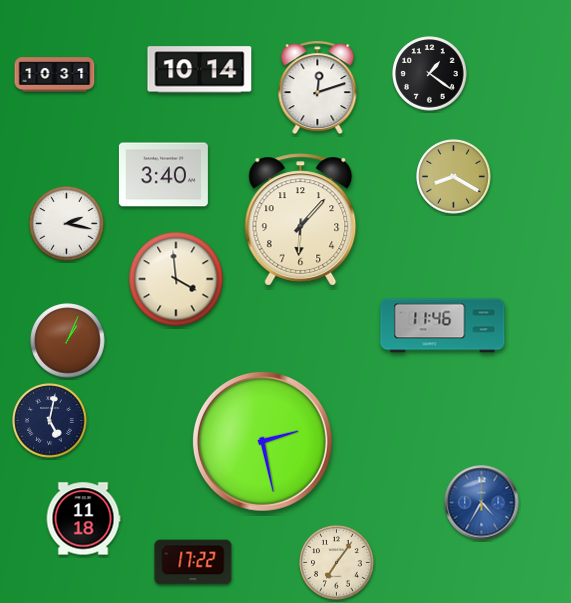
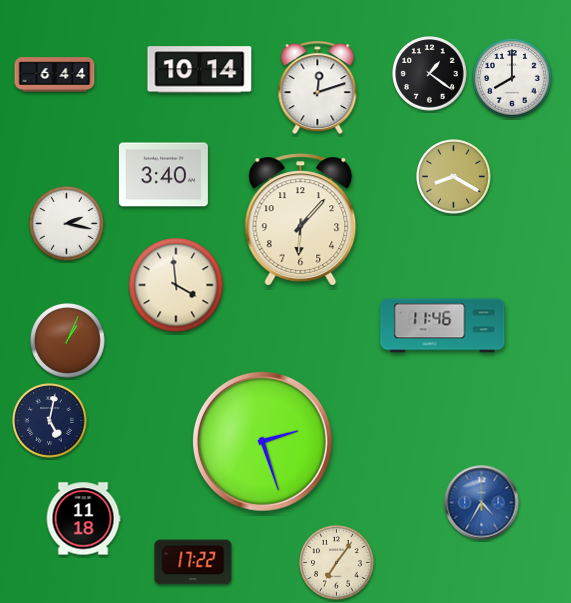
clock at (55, 75): 10:31 -> 6:44
clock at (512, 78): none -> 8:00
clock at (176, 279) position: (176, 279) -> (176, 285)
clock at (262, 441): 2:28 -> 2:27
